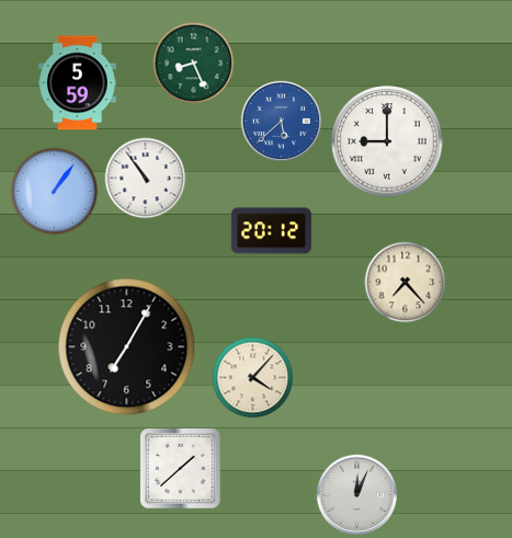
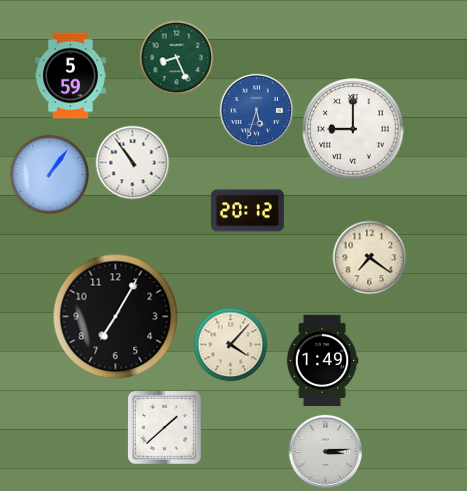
clock at (281, 121): 5:38 -> 5:33
clock at (406, 283): 7:23 -> 7:21
clock at (322, 361): none -> 1:49
clock at (356, 494): 12:04 -> 3:14
